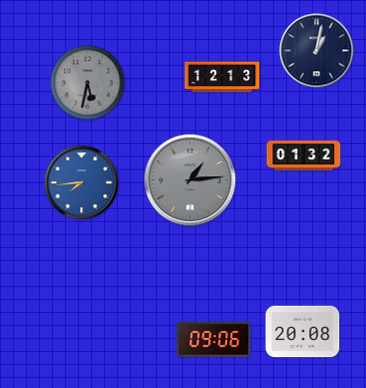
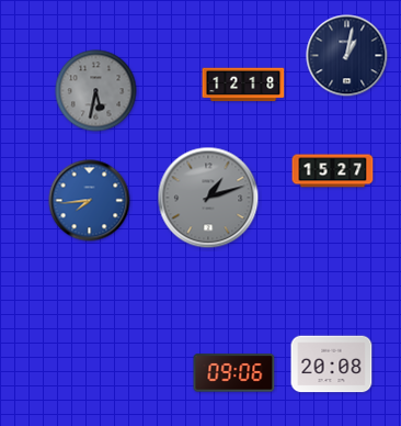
clock at (222, 77): 12:13 -> 12:18
clock at (304, 156): 01:32 -> 15:27
clock at (190, 180): 1:14 -> 1:12
